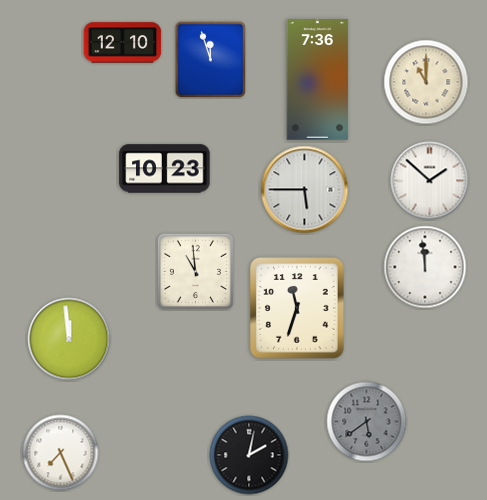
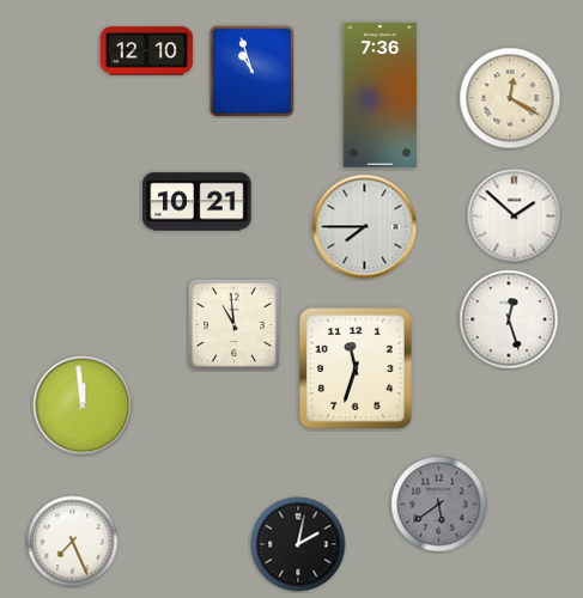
clock at (211, 59): 11:57 -> 10:57
clock at (426, 82): 11:00 -> 12:20
clock at (165, 169): 10:23 -> 10:21
clock at (305, 190): 5:45 -> 7:45
clock at (425, 267): 11:59 -> 12:27
